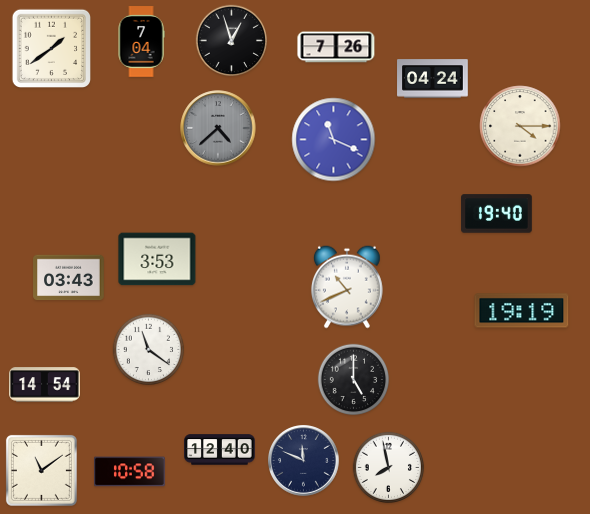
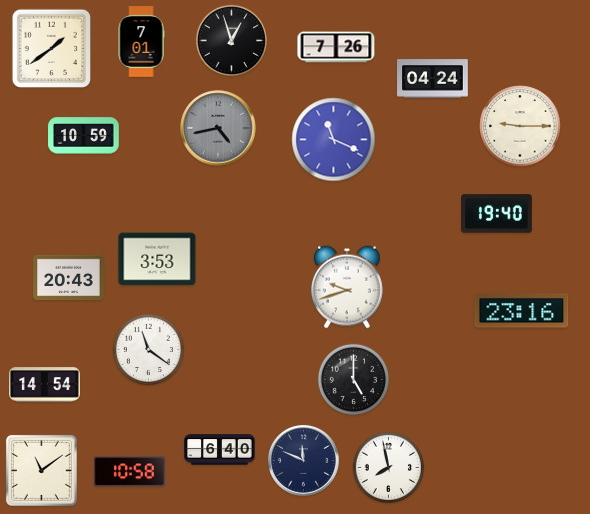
clock at (141, 42): 7:04 -> 7:01
clock at (520, 126): 4:15 -> 9:15
clock at (218, 128): 4:38 -> 4:43
clock at (84, 136): none -> 10:59
clock at (69, 278): 03:43 -> 20:43
clock at (347, 287): 10:41 -> 9:42
clock at (522, 311): 19:19 -> 23:16
clock at (220, 450): 12:40 -> 6:40
